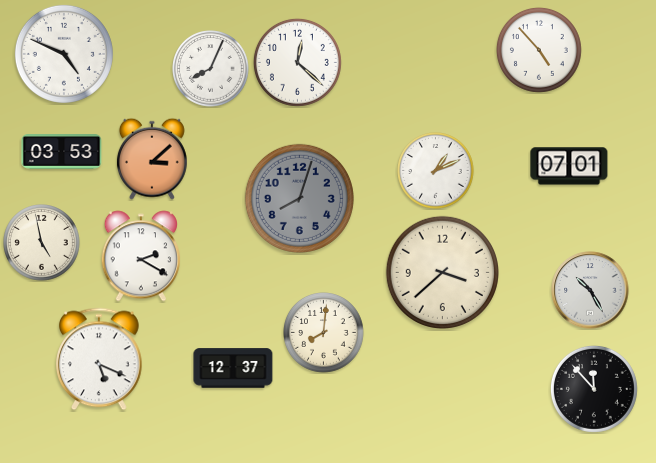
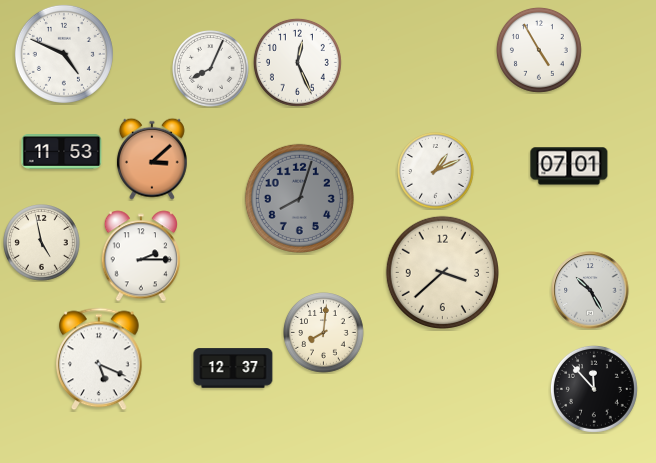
clock at (539, 50): 4:53 -> 4:55
clock at (297, 62): 12:22 -> 12:26
clock at (62, 152): 03:53 -> 11:53
clock at (141, 256): 2:20 -> 2:15
